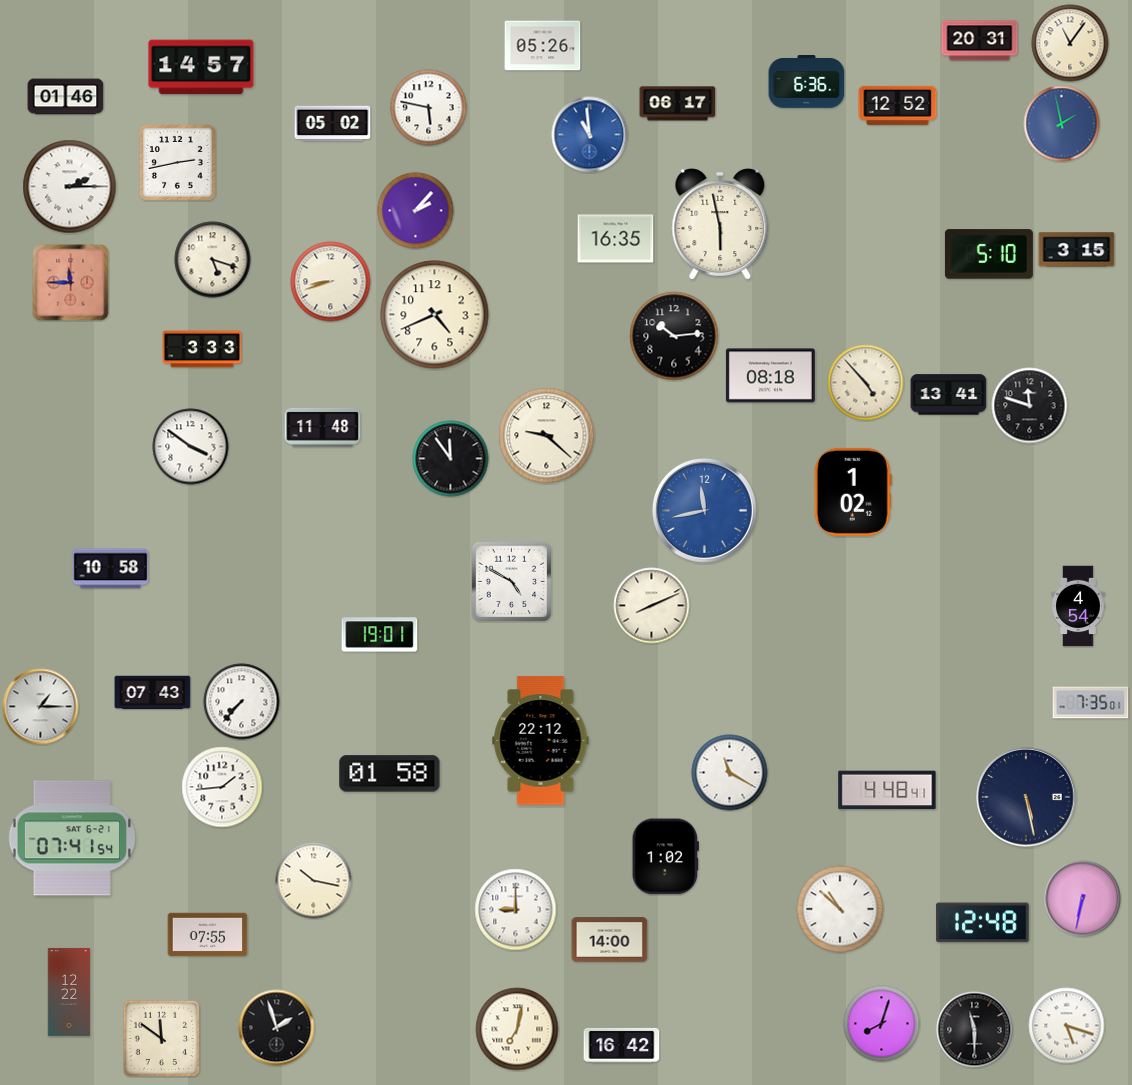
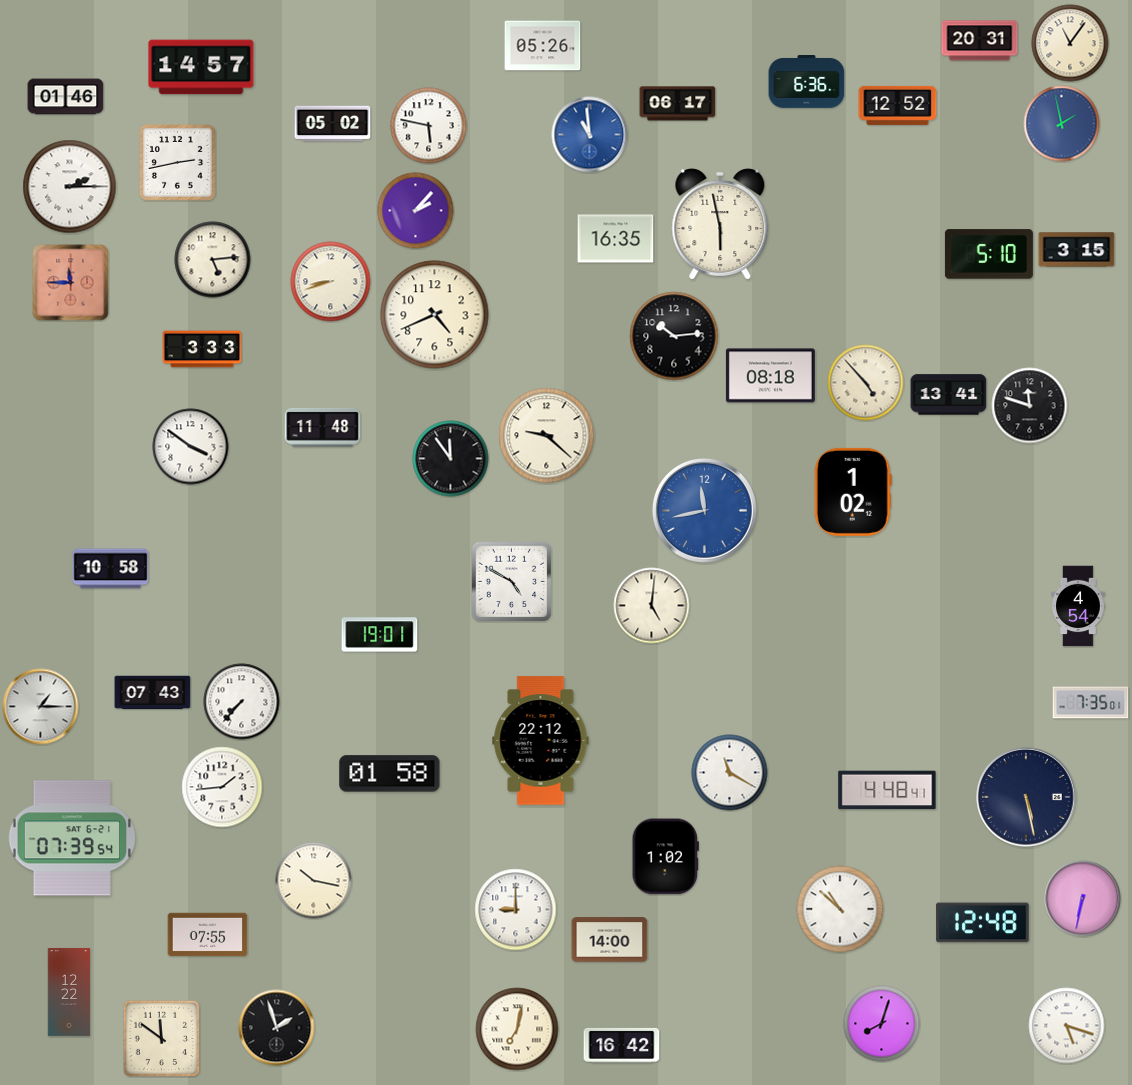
clock at (429, 108) position: (429, 108) -> (429, 126)
clock at (213, 260): 5:18 -> 5:14
clock at (652, 606): 8:11 -> 5:01
clock at (72, 838): 07:41 -> 07:39
clock at (975, 1030): 11:30 -> none
